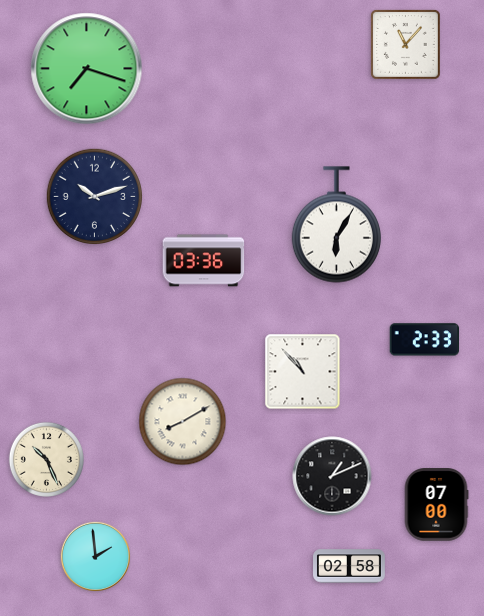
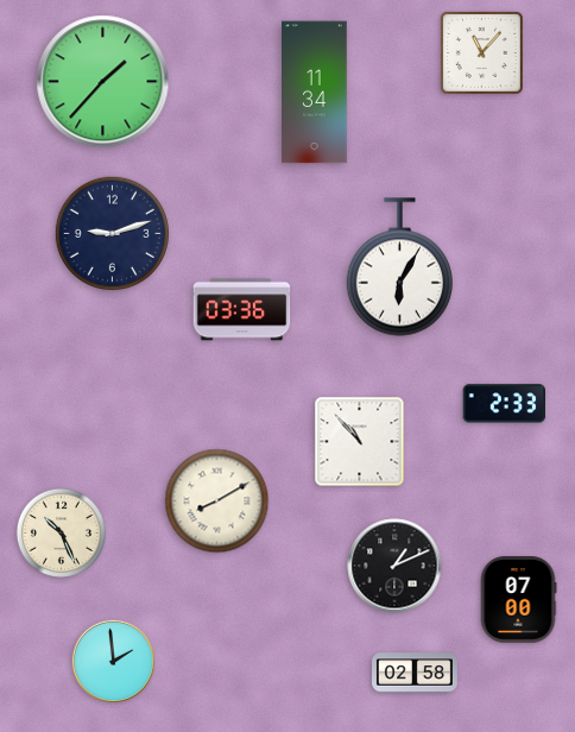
clock at (87, 69): 7:18 -> 1:37
clock at (315, 93): none -> 11:34
clock at (94, 196): 10:12 -> 9:12
clock at (46, 459) position: (46, 459) -> (61, 532)
